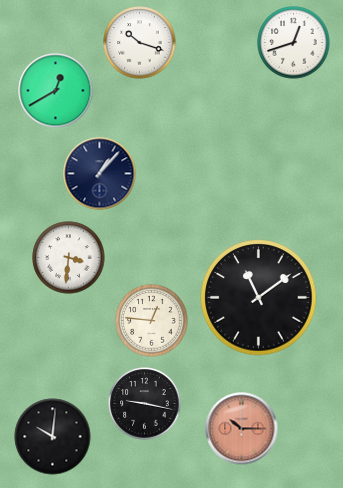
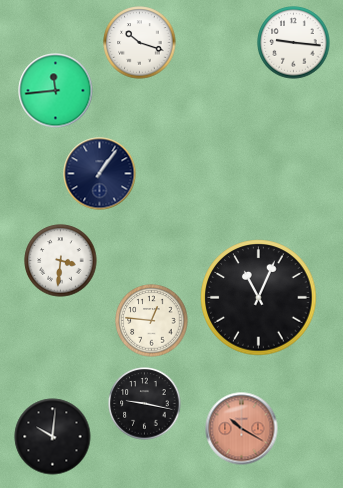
clock at (294, 43): 12:42 -> 9:16
clock at (56, 91): 12:40 -> 11:44
clock at (100, 174): 1:07 -> 1:06
clock at (69, 258) position: (69, 258) -> (61, 261)
clock at (259, 298): 11:09 -> 11:04
clock at (242, 429): 10:15 -> 10:20
